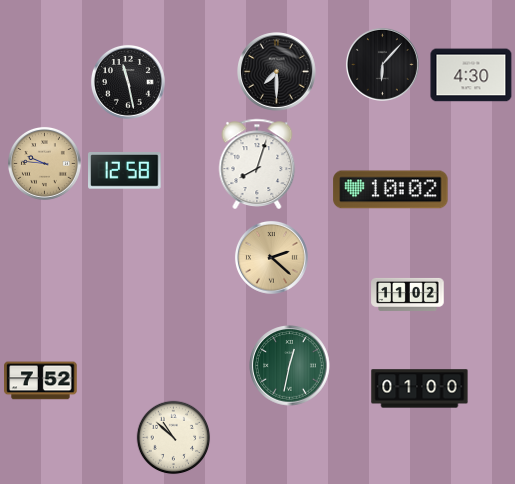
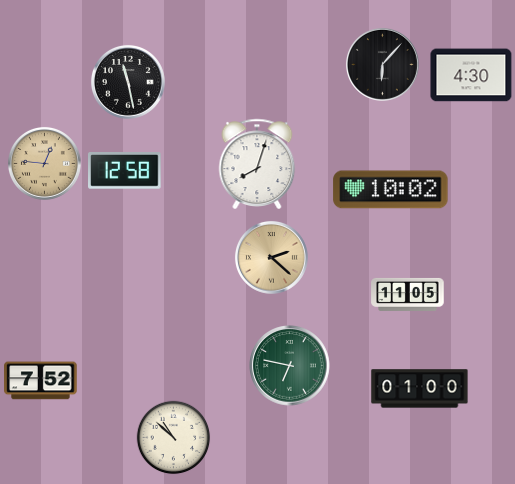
clock at (277, 72): 7:30 -> none
clock at (44, 163): 9:46 -> 12:46
clock at (408, 294): 11:02 -> 11:05
clock at (290, 366): 12:32 -> 6:47
